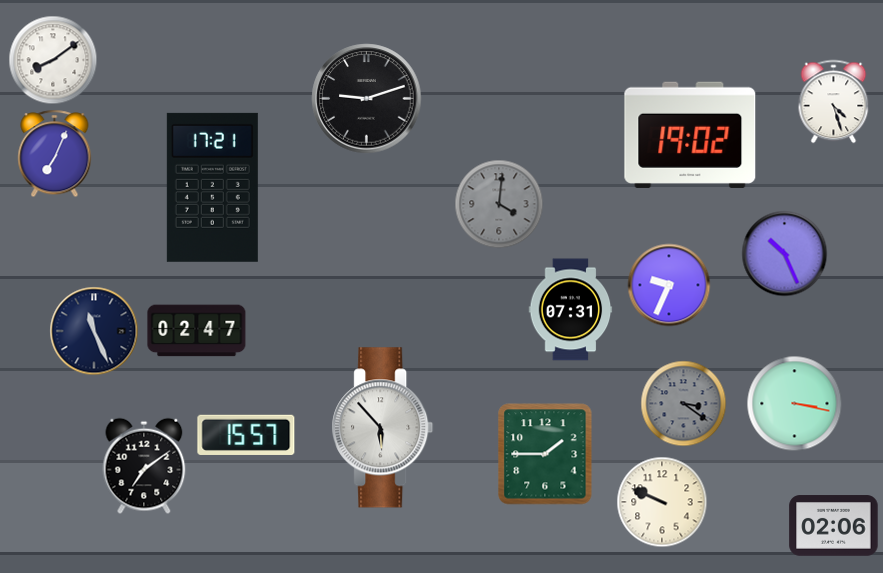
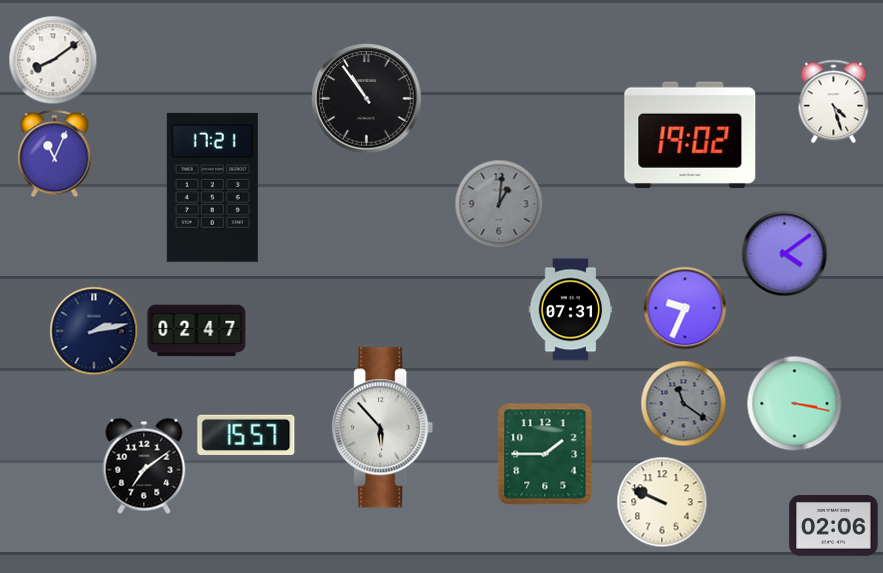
clock at (367, 99): 9:12 -> 10:54
clock at (55, 154): 7:04 -> 11:04
clock at (499, 204): 4:01 -> 1:01
clock at (785, 254): 10:26 -> 4:09
clock at (669, 285) position: (669, 285) -> (685, 308)
clock at (94, 331): 11:26 -> 2:13
clock at (684, 404): 3:21 -> 11:21
